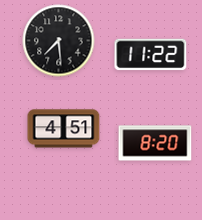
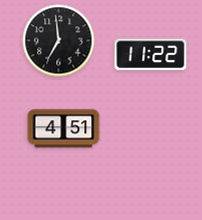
clock at (59, 41): 7:29 -> 6:59
clock at (155, 143): 8:20 -> none
